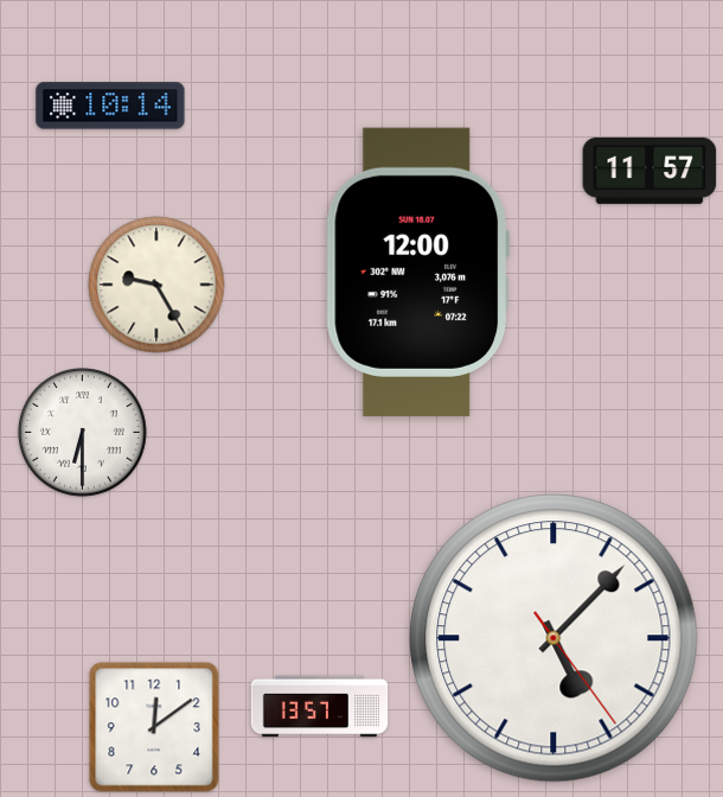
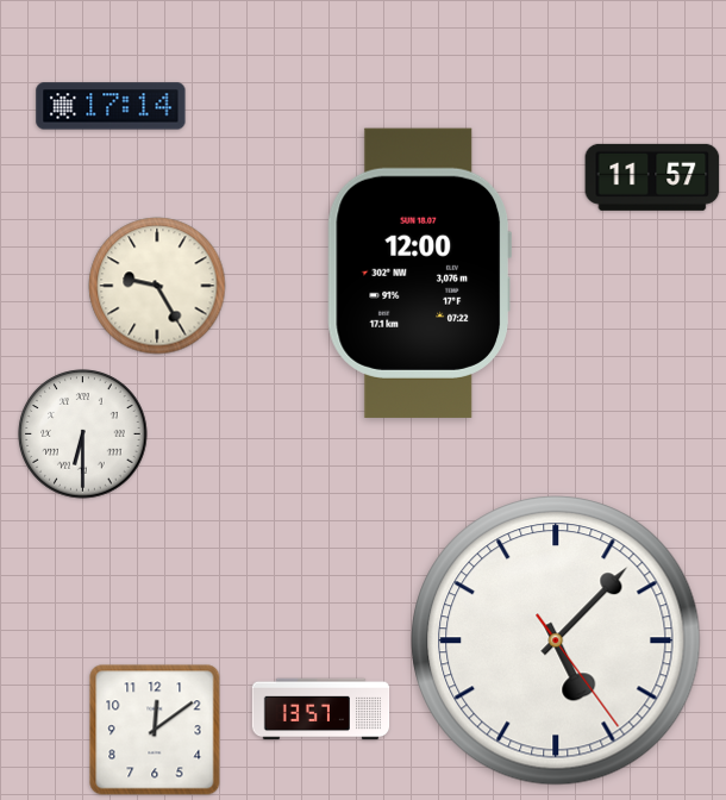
clock at (110, 106): 10:14 -> 17:14
clock at (650, 171) position: (650, 171) -> (652, 177)
